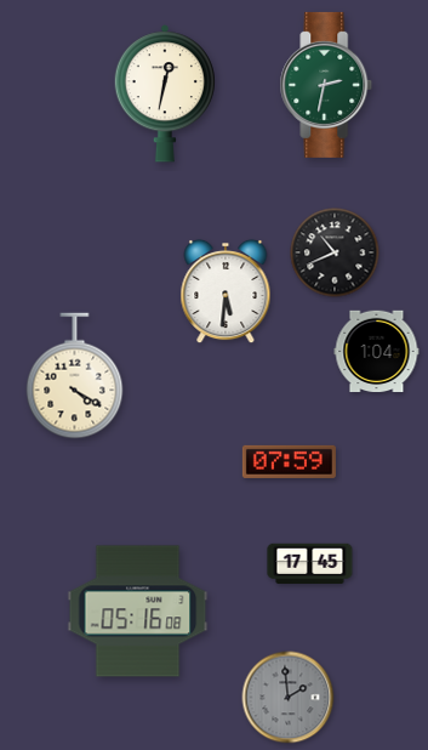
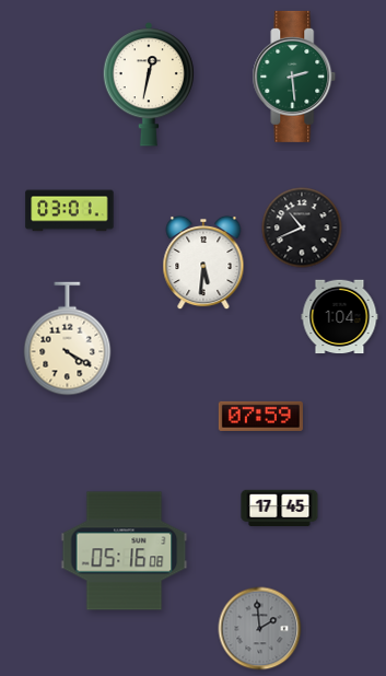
clock at (326, 85): 2:32 -> 2:29
clock at (70, 211): none -> 03:01
